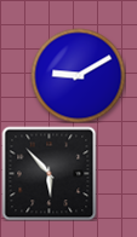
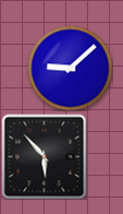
clock at (78, 75): 9:10 -> 9:08
